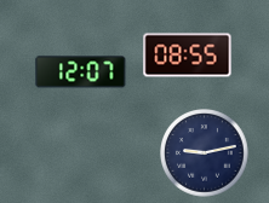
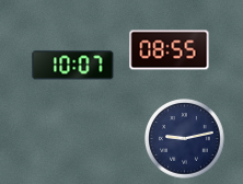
clock at (81, 72): 12:07 -> 10:07
